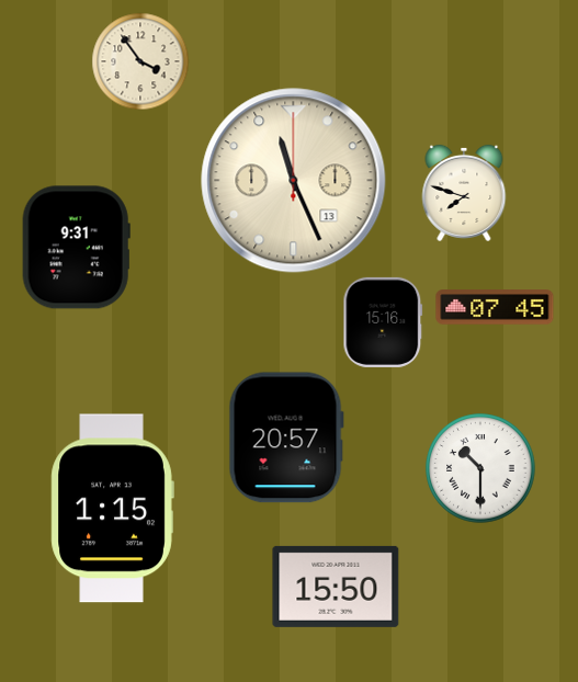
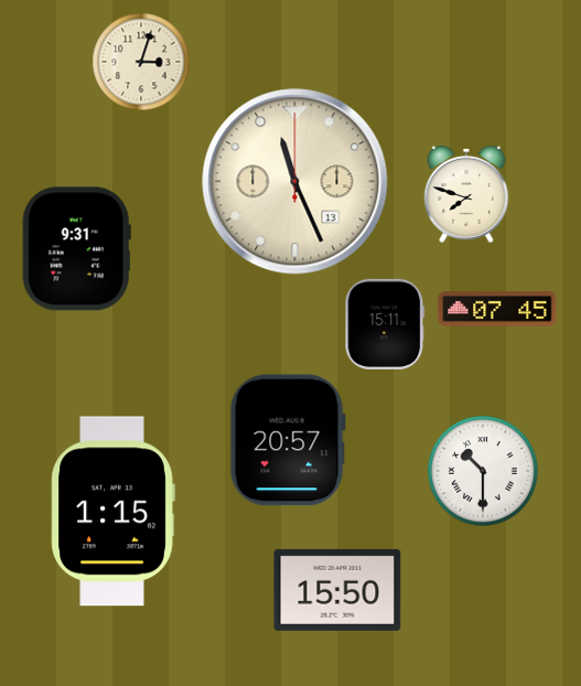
clock at (140, 61): 3:54 -> 3:03
clock at (383, 322): 15:16 -> 15:11
